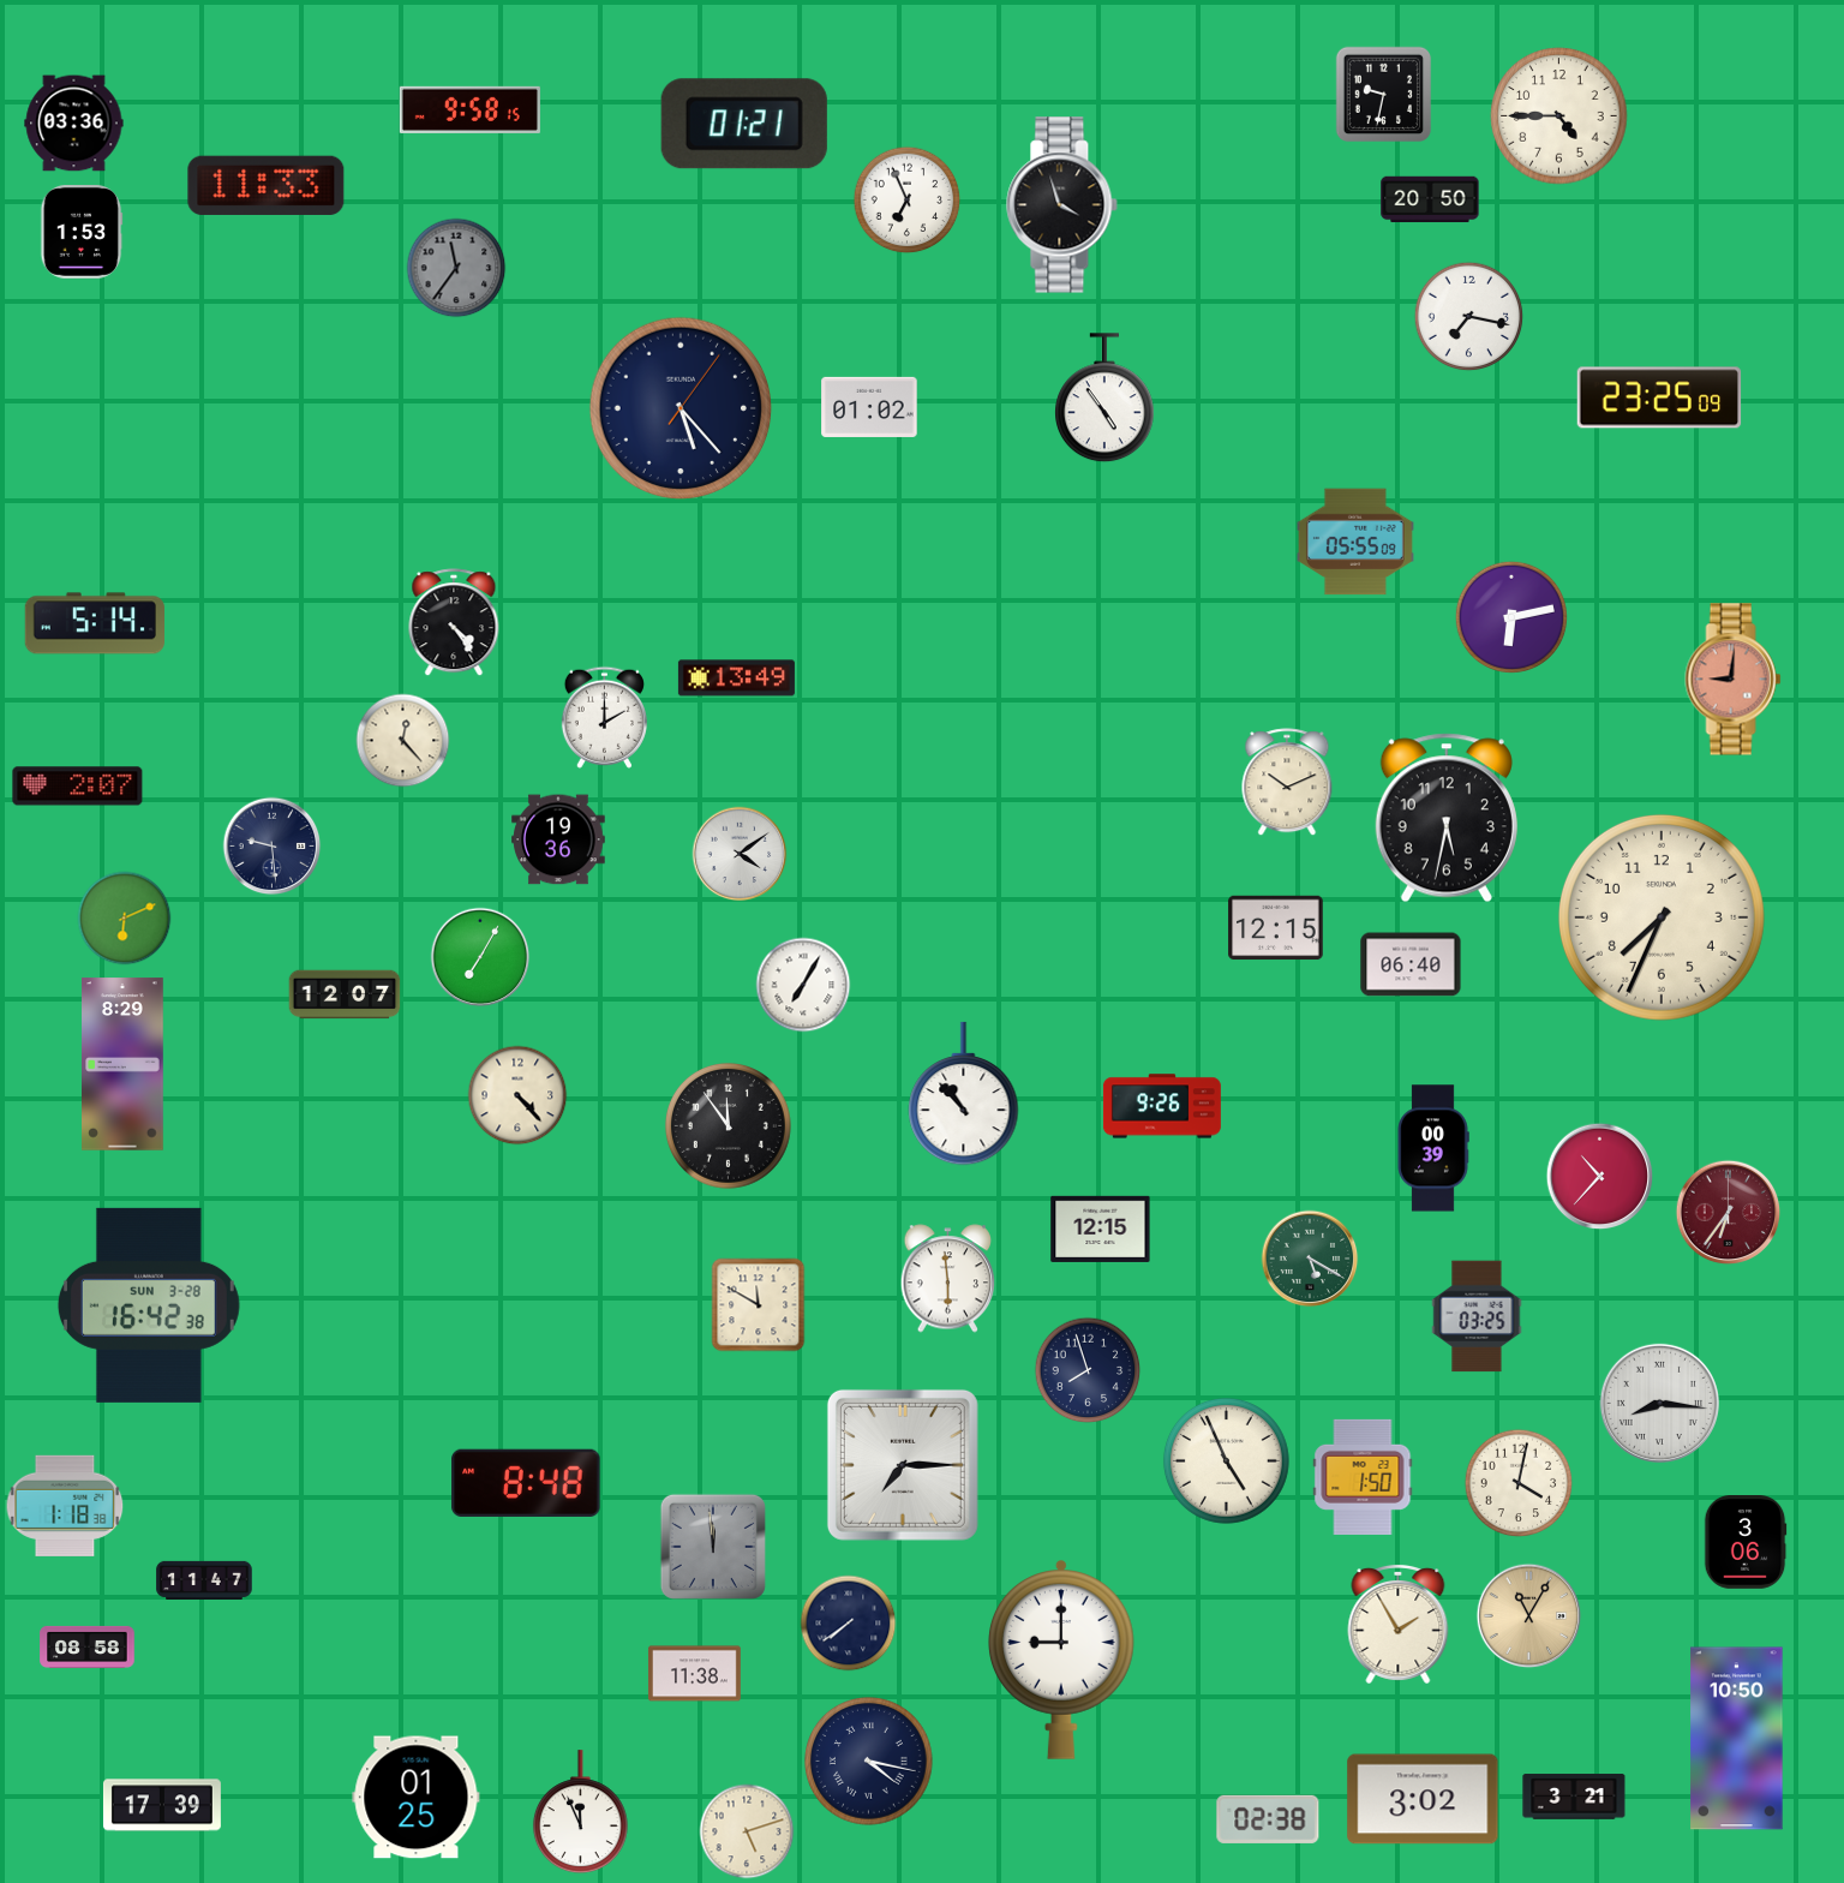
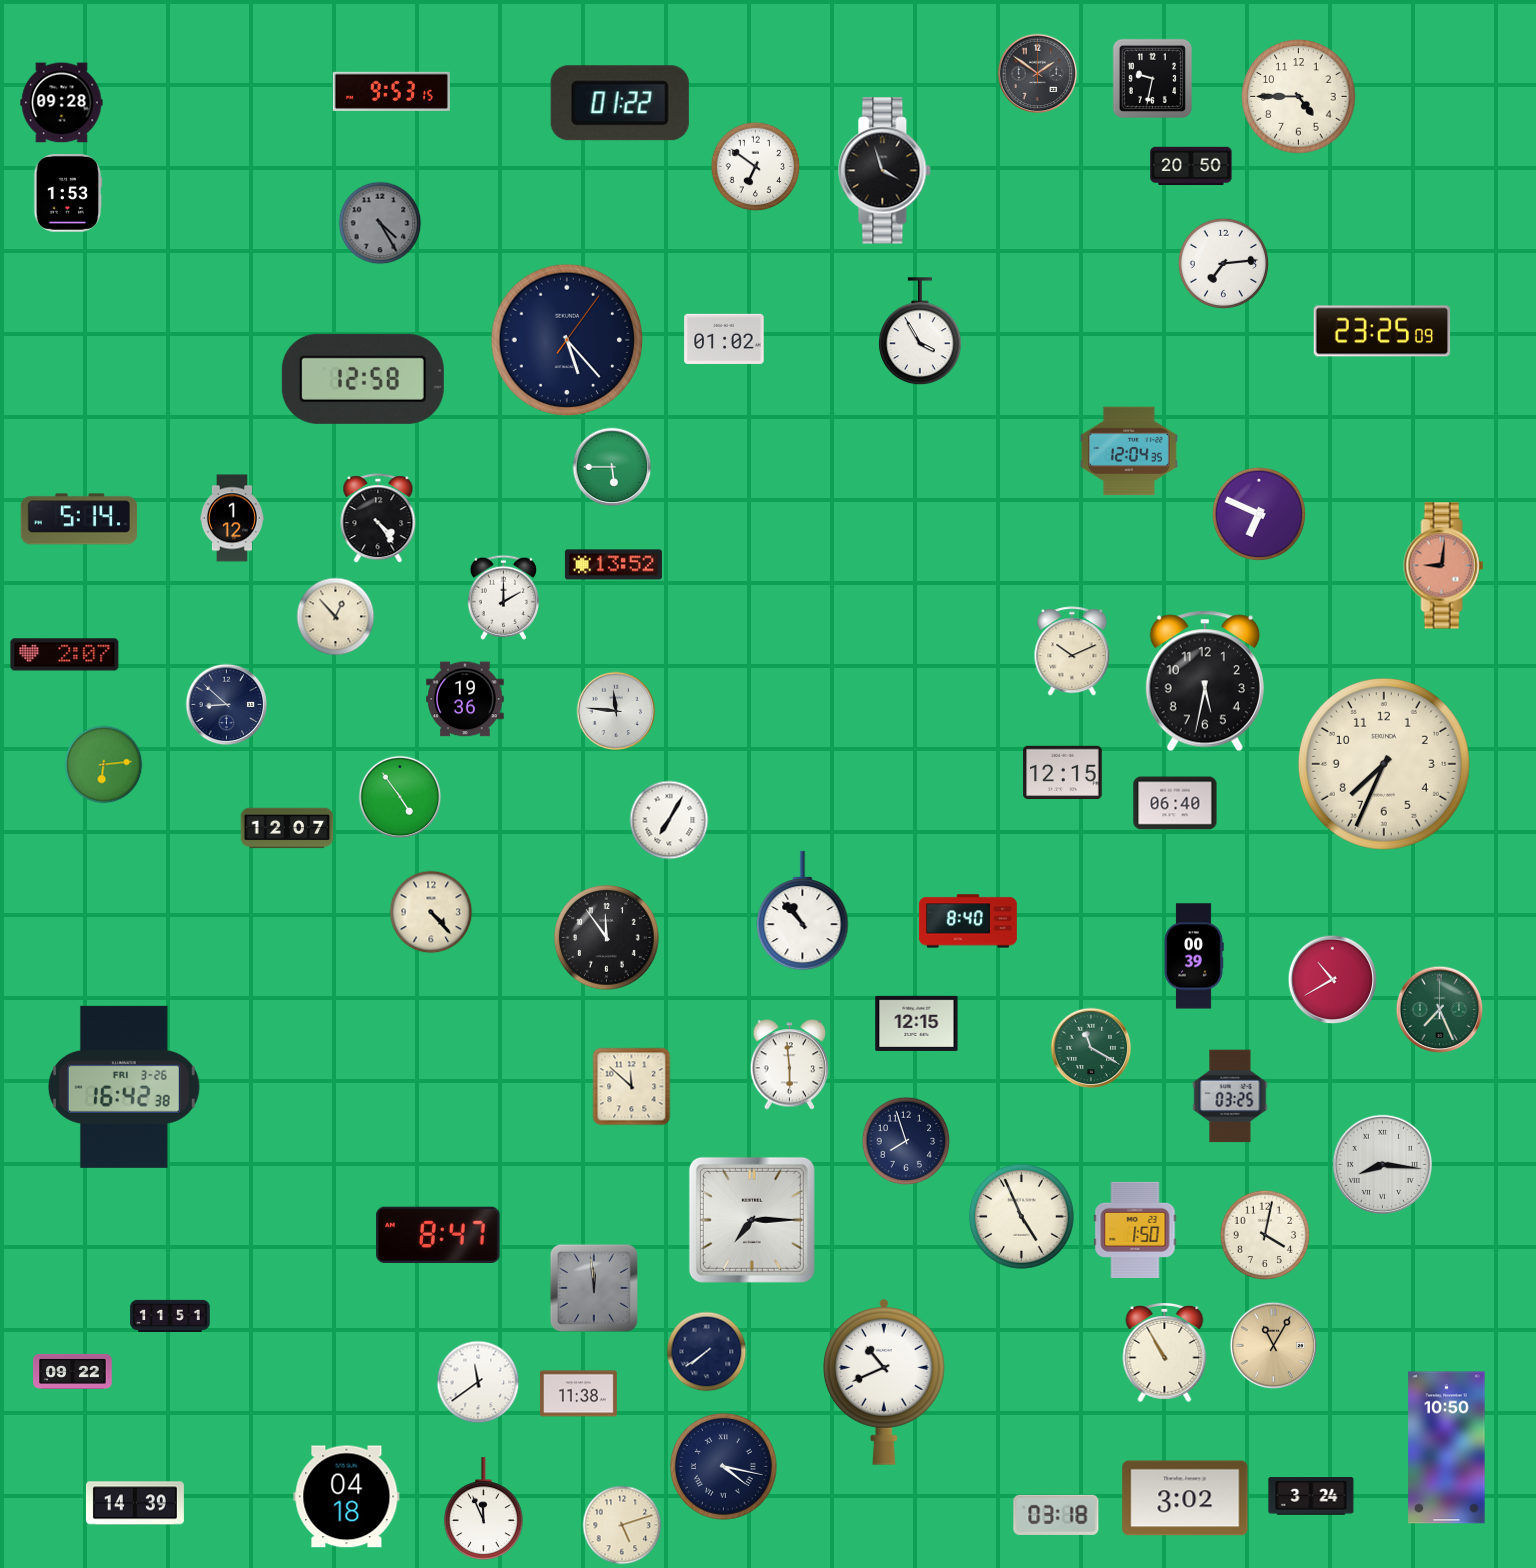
clock at (1038, 74): none -> 1:51
clock at (469, 109): 9:58 -> 9:53
clock at (74, 124): 03:36 -> 09:28
clock at (744, 124): 01:21 -> 01:22
clock at (267, 185): 11:33 -> none
clock at (908, 201): 6:56 -> 6:51
clock at (456, 268): 11:36 -> 4:25
clock at (1469, 317): 7:17 -> 7:14
clock at (1106, 399): 4:54 -> 3:55
clock at (363, 379): none -> 12:58
clock at (1355, 542): 05:55 -> 12:04
clock at (612, 467): none -> 5:45
clock at (1510, 616): 6:13 -> 6:49
clock at (232, 518): none -> 1:12
clock at (736, 679): 13:49 -> 13:52
clock at (403, 741): 12:23 -> 12:53
clock at (273, 847): 9:29 -> 8:52
clock at (740, 854): 4:09 -> 11:46
clock at (125, 919): 6:11 -> 6:14
clock at (480, 957): 7:05 -> 4:54
clock at (124, 1064): 8:29 -> none
clock at (1162, 1106): 9:26 -> 8:40
clock at (1600, 1177): 10:37 -> 10:40
clock at (1729, 1213): 6:36 -> 7:26
clock at (1729, 1213) dial: burgundy -> green
clock at (1310, 1259): 5:20 -> 11:20
clock at (149, 1305) date: SUN 3-28 -> FRI 3-26
clock at (759, 1305): 11:50 -> 11:52
clock at (1659, 1403) position: (1659, 1403) -> (1382, 1164)
clock at (526, 1482): 8:48 -> 8:47
clock at (65, 1506): 1:18 -> none
clock at (1746, 1542): 3:06 -> none
clock at (204, 1579): 11:47 -> 11:51
clock at (1399, 1624): 1:55 -> 10:55
clock at (88, 1646): 08:58 -> 09:22
clock at (478, 1382): none -> 11:39
clock at (1062, 1660): 9:00 -> 10:41
clock at (1574, 1797): 3:21 -> 3:24
clock at (417, 1798): 01:25 -> 04:18
clock at (162, 1805): 17:39 -> 14:39
clock at (1268, 1819): 02:38 -> 03:18
